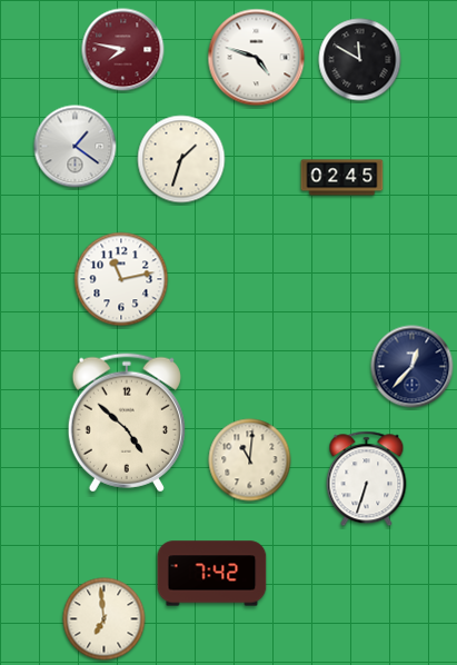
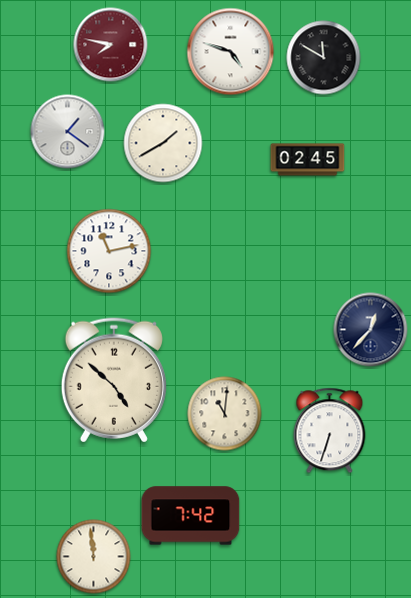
clock at (360, 60) position: (360, 60) -> (324, 58)
clock at (181, 159): 1:33 -> 1:40
clock at (105, 619): 6:59 -> 11:59
